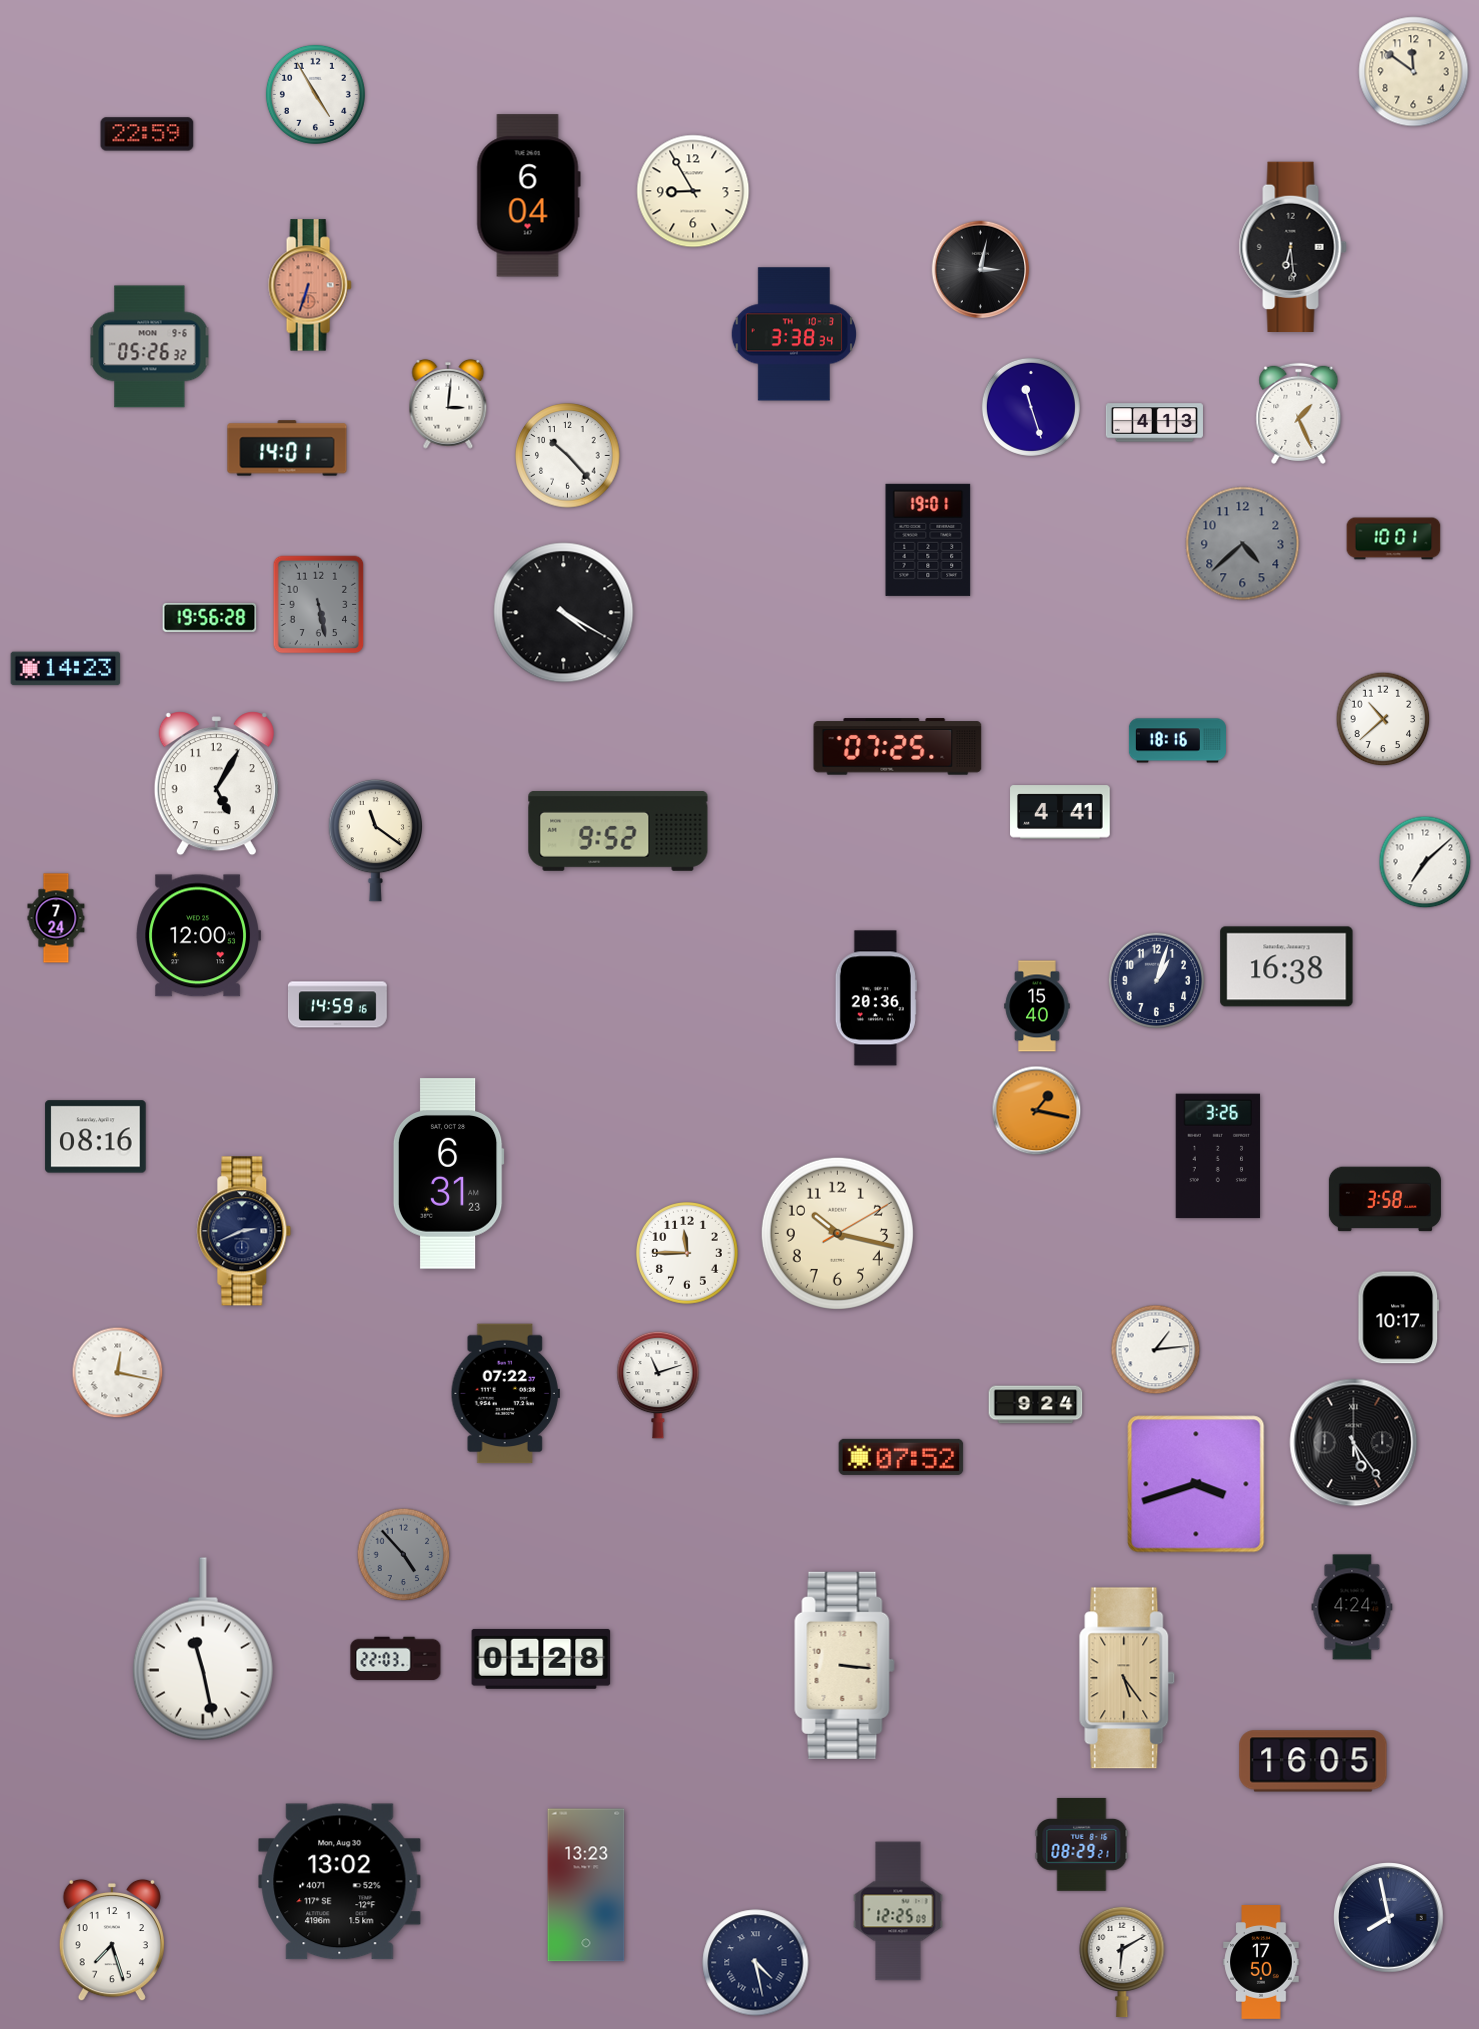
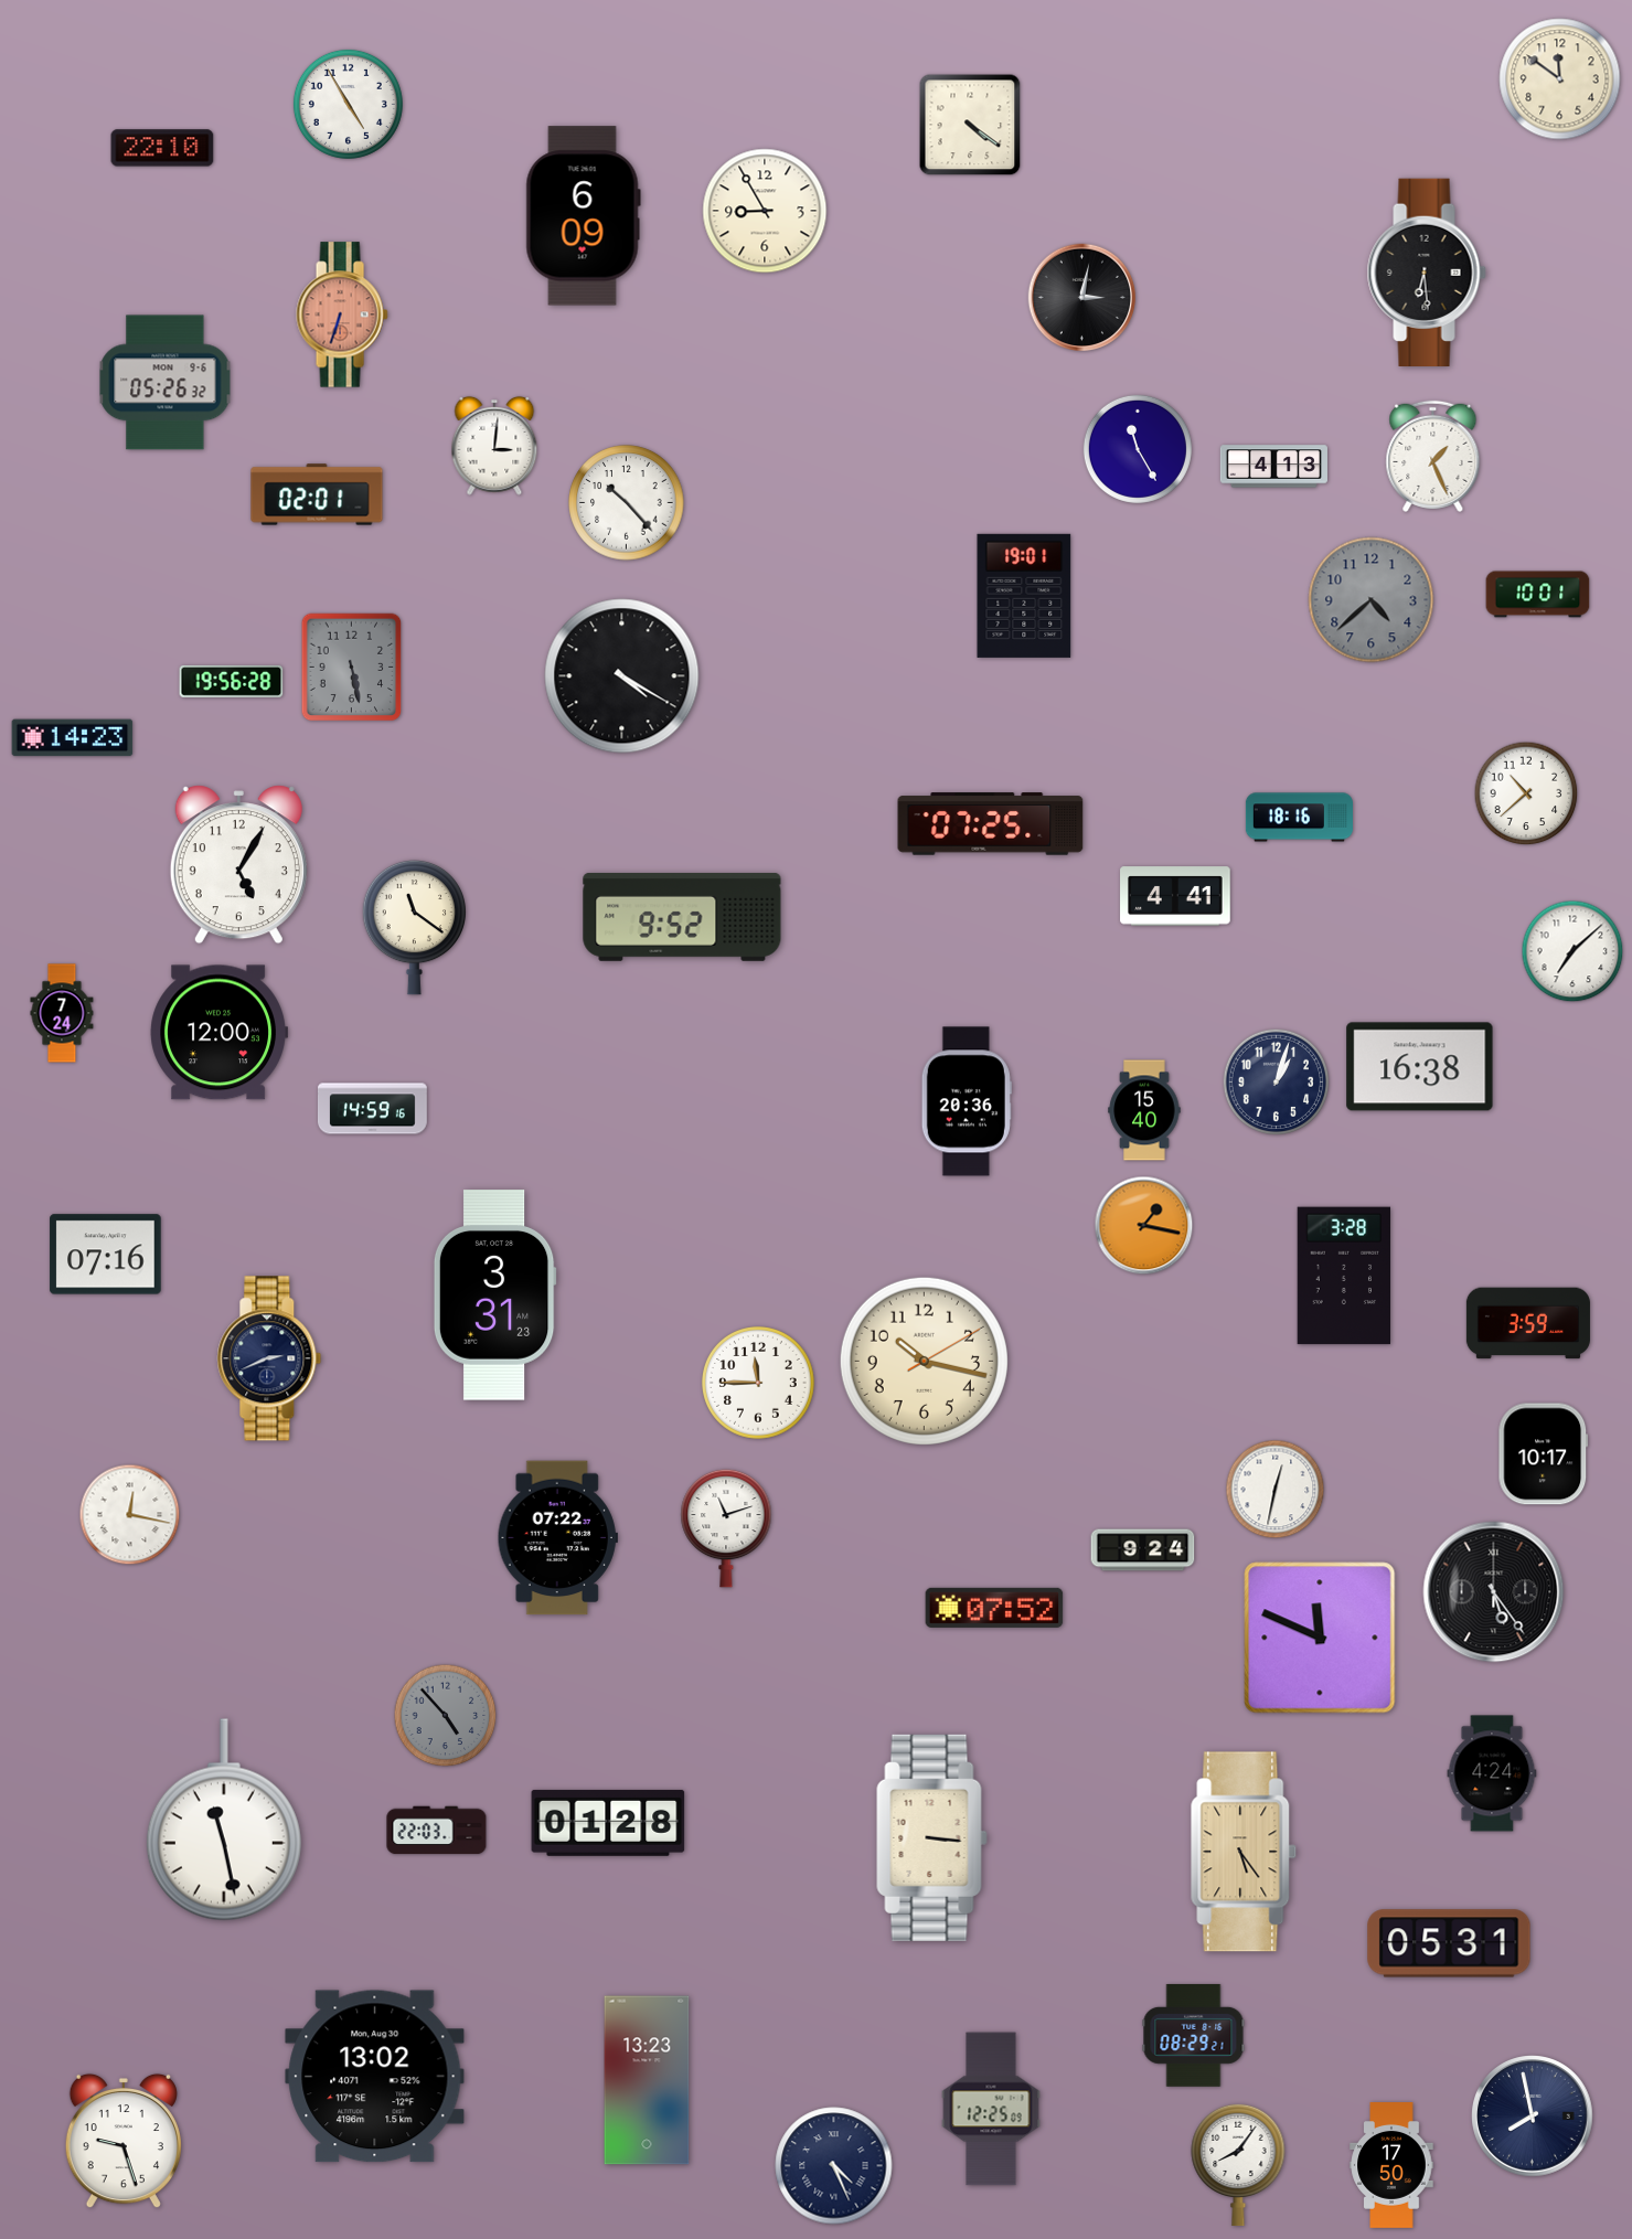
clock at (970, 125): none -> 4:21
clock at (147, 134): 22:59 -> 22:10
clock at (528, 196): 6:04 -> 6:09
clock at (794, 334): 3:38 -> none
clock at (1031, 407): 11:27 -> 11:25
clock at (287, 448): 14:01 -> 02:01
clock at (1060, 812) position: (1060, 812) -> (1175, 896)
clock at (96, 1137): 08:16 -> 07:16
clock at (1218, 1156): 3:26 -> 3:28
clock at (448, 1174): 6:31 -> 3:31
clock at (1385, 1199): 3:58 -> 3:59
clock at (1156, 1350): 1:14 -> 12:32
clock at (1196, 1484): 3:42 -> 11:49
clock at (541, 1659) position: (541, 1659) -> (608, 1823)
clock at (1313, 1761): 16:05 -> 05:31
clock at (112, 1940): 7:27 -> 9:27
clock at (1122, 1962): 6:10 -> 8:06
clock at (756, 1963): 4:28 -> 4:26
